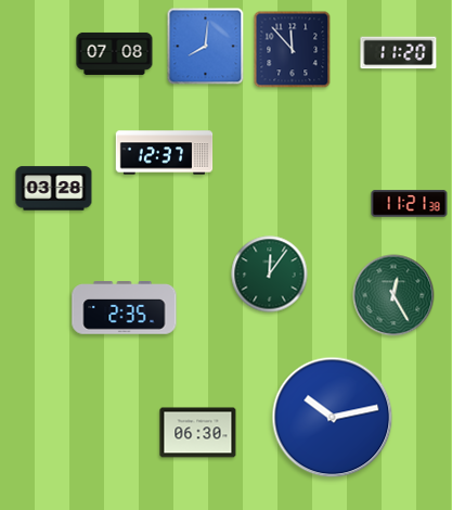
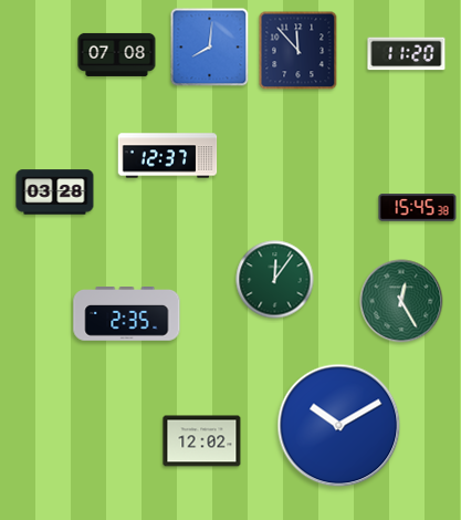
clock at (410, 204): 11:21 -> 15:45
clock at (333, 418): 10:13 -> 10:10
clock at (198, 433): 06:30 -> 12:02
